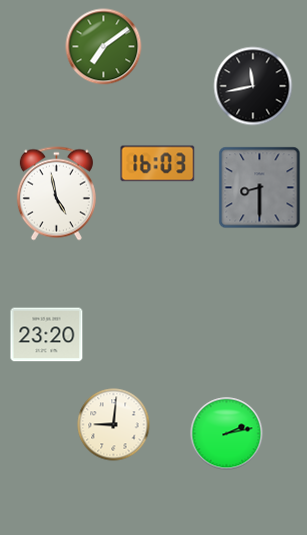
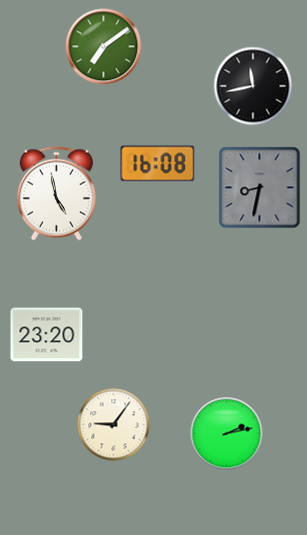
clock at (158, 164): 16:03 -> 16:08
clock at (260, 188): 8:30 -> 8:32
clock at (114, 425): 9:01 -> 9:06
